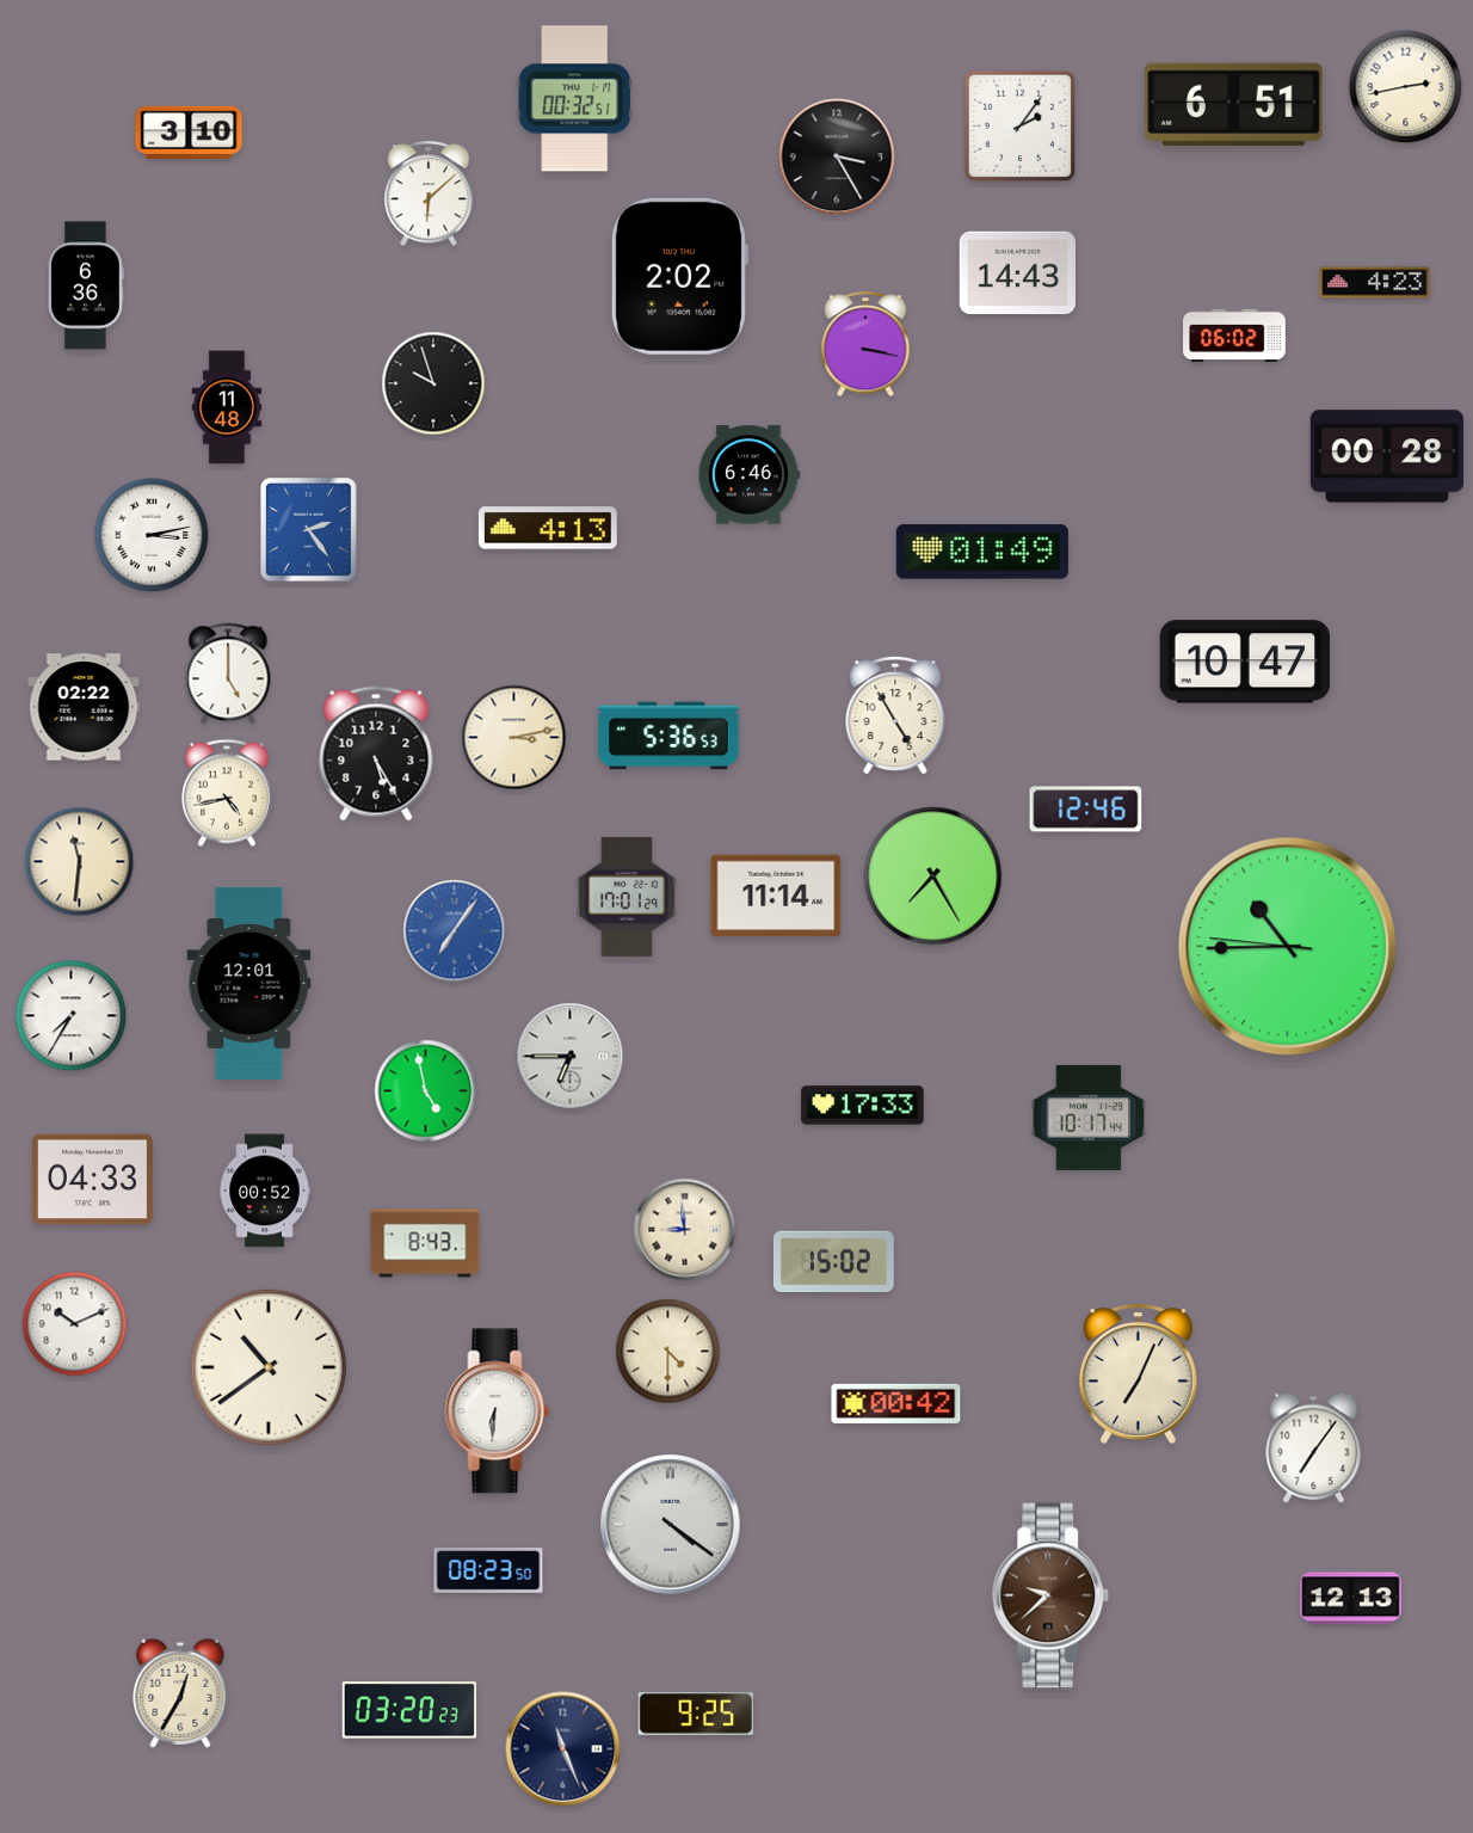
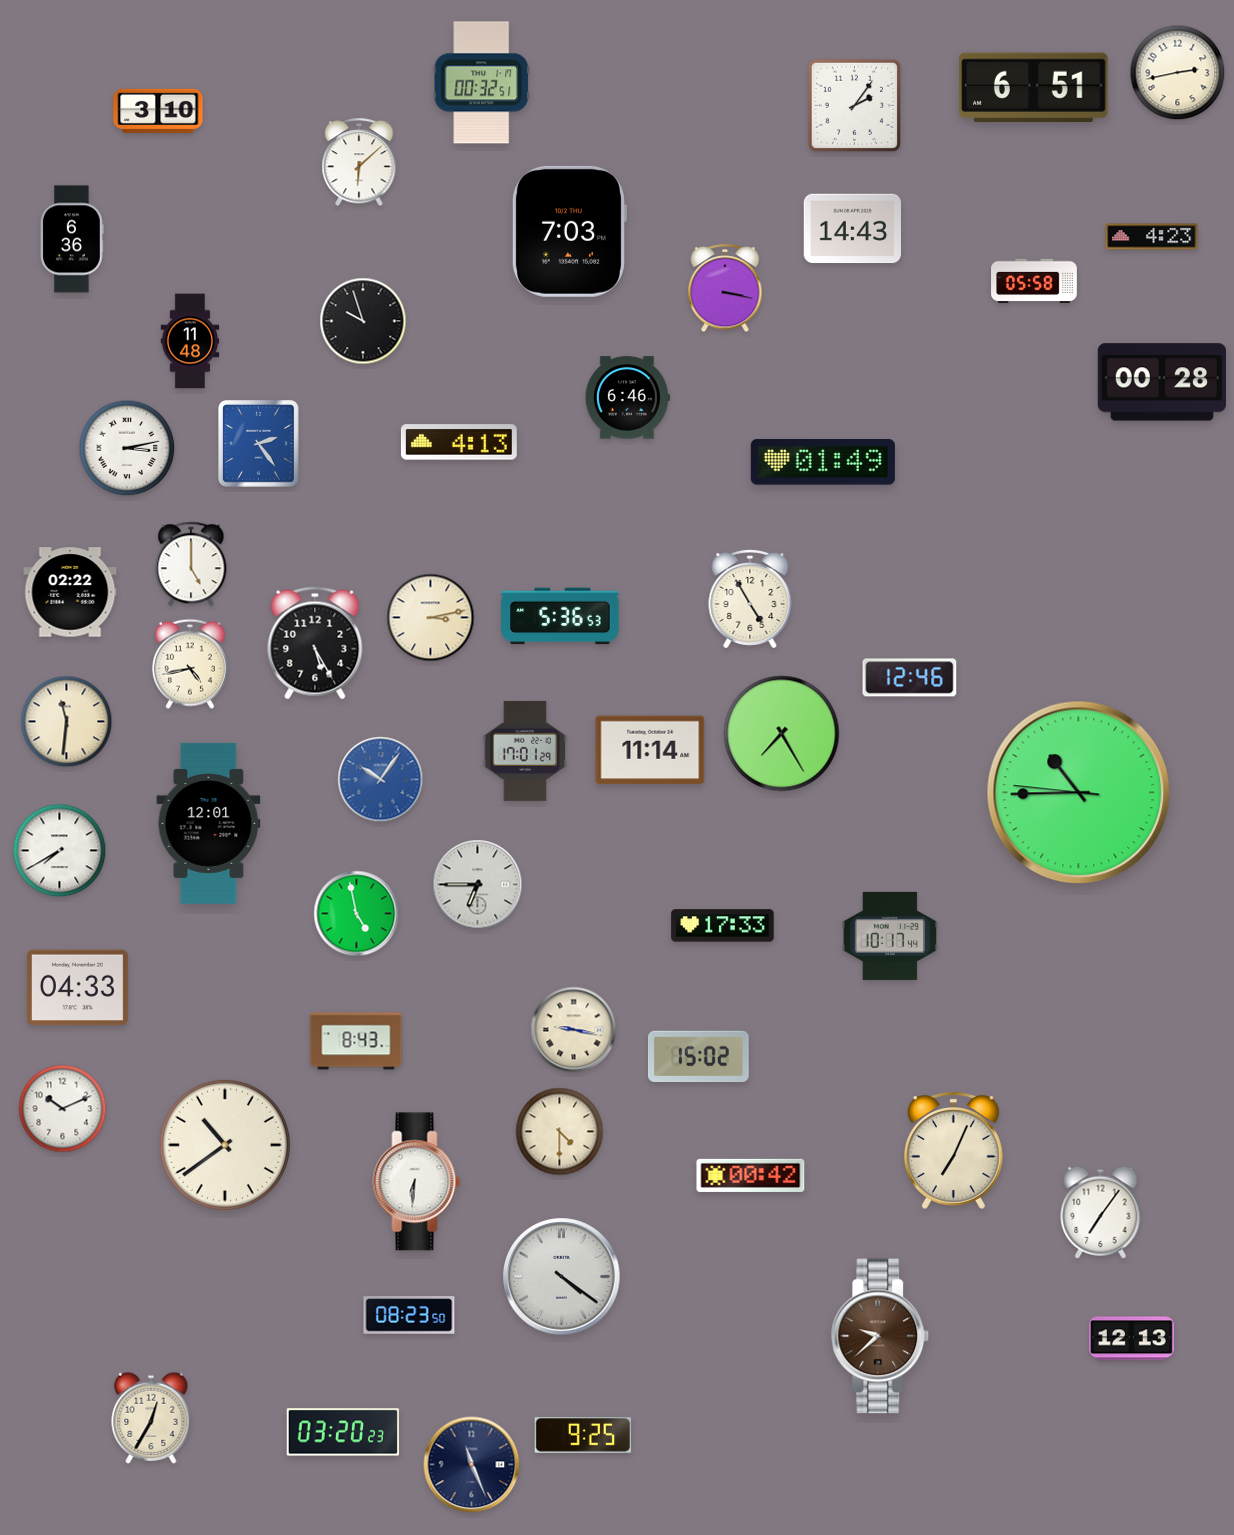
clock at (837, 156): 3:25 -> none
clock at (679, 276): 2:02 -> 7:03
clock at (1234, 336): 06:02 -> 05:58
clock at (1244, 662): 10:47 -> none
clock at (376, 754) position: (376, 754) -> (315, 643)
clock at (455, 931): 7:06 -> 10:06
clock at (72, 1016): 7:35 -> 7:40
clock at (1089, 1118) position: (1089, 1118) -> (890, 936)
clock at (265, 1191): 00:52 -> none
clock at (685, 1230): 8:59 -> 9:17
